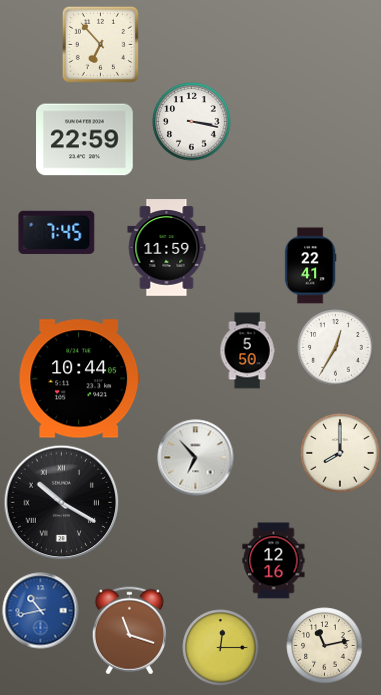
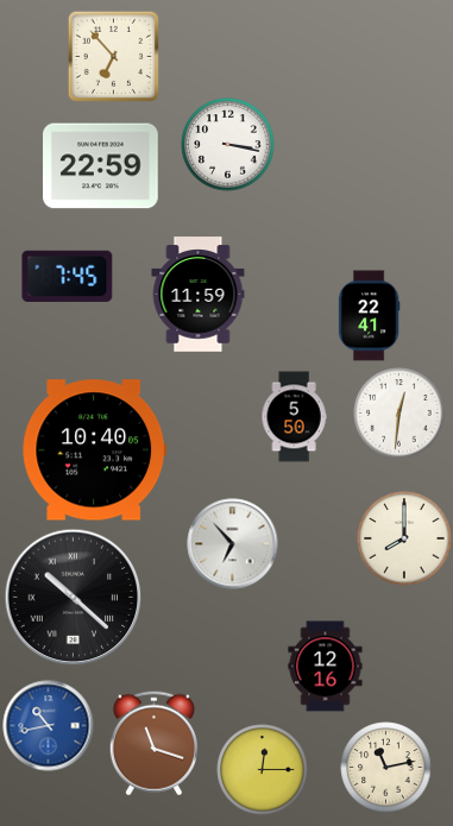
clock at (100, 44) position: (100, 44) -> (113, 56)
clock at (336, 348): 12:35 -> 12:31
clock at (80, 379): 10:44 -> 10:40
clock at (62, 503): 10:20 -> 10:22
clock at (129, 631) position: (129, 631) -> (153, 744)
